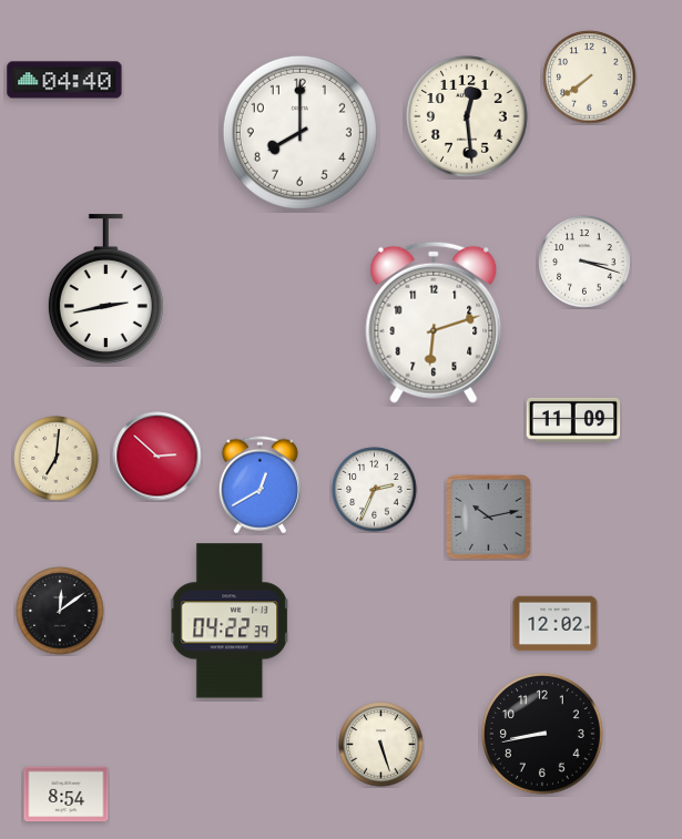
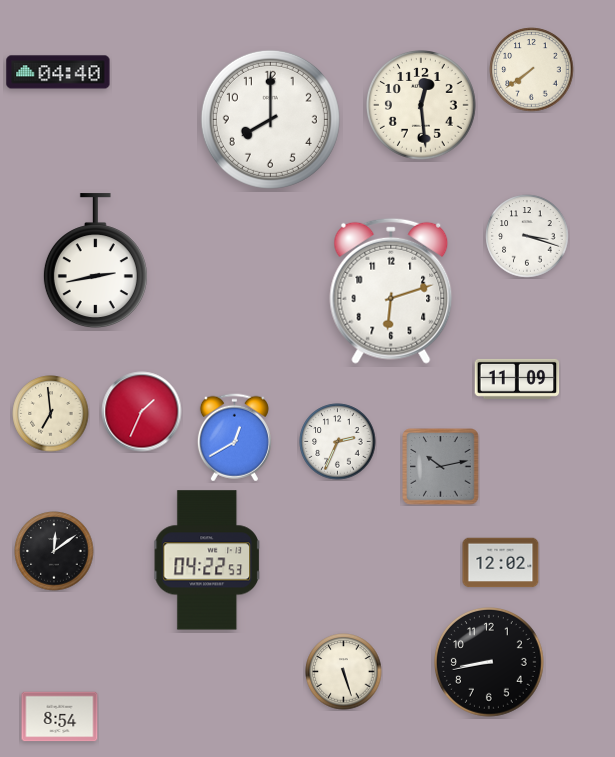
clock at (157, 457): 2:52 -> 1:34
clock at (57, 459): 7:01 -> 6:59
clock at (231, 621): 04:22:39 -> 04:22:53
